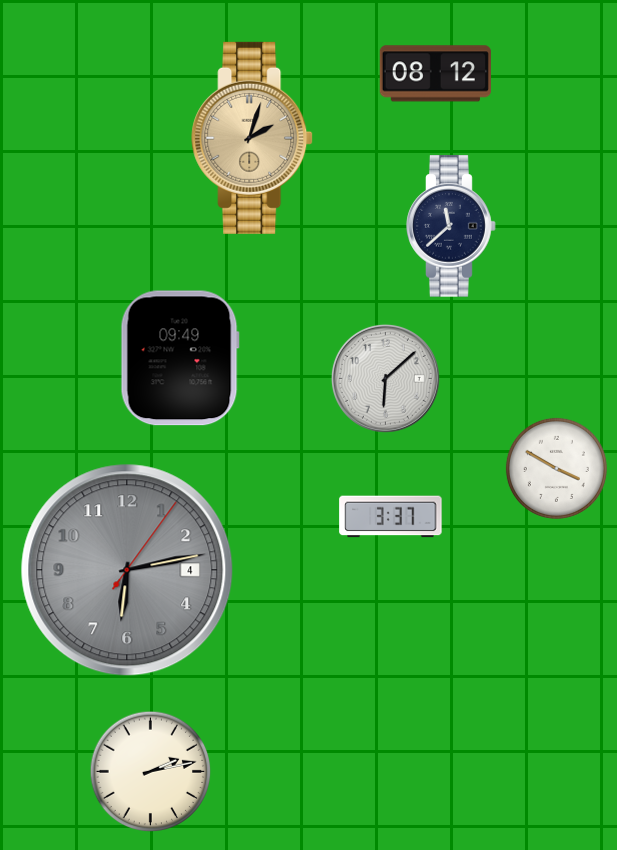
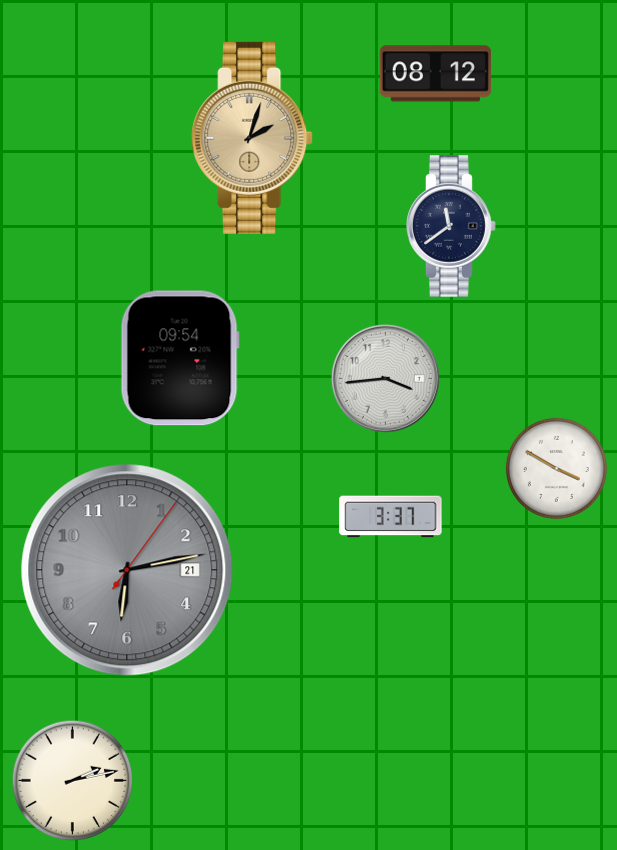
clock at (451, 226): 11:38 -> 11:39
clock at (180, 358): 09:49 -> 09:54
clock at (385, 378): 6:08 -> 3:44
clock at (127, 570) date: 4 -> 21
clock at (151, 772) position: (151, 772) -> (73, 781)
